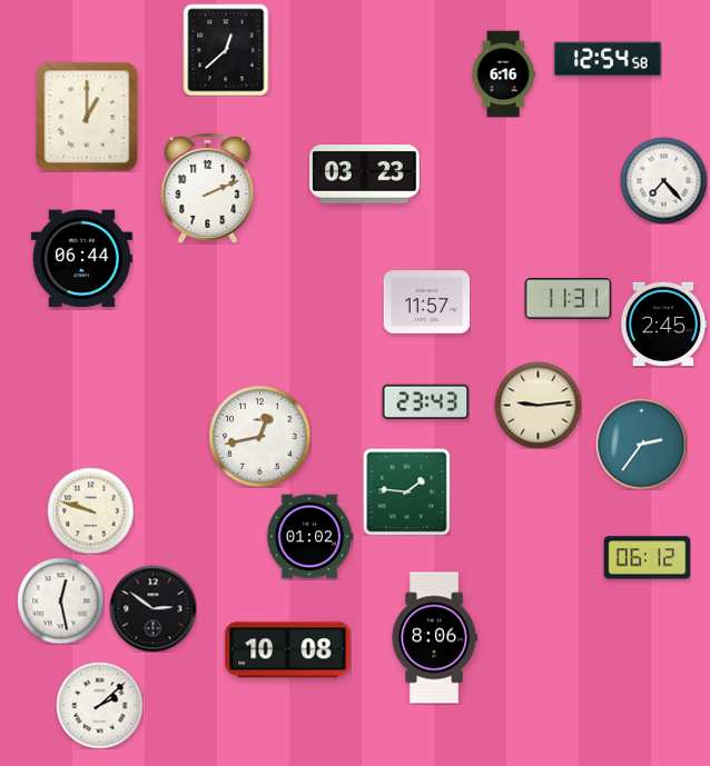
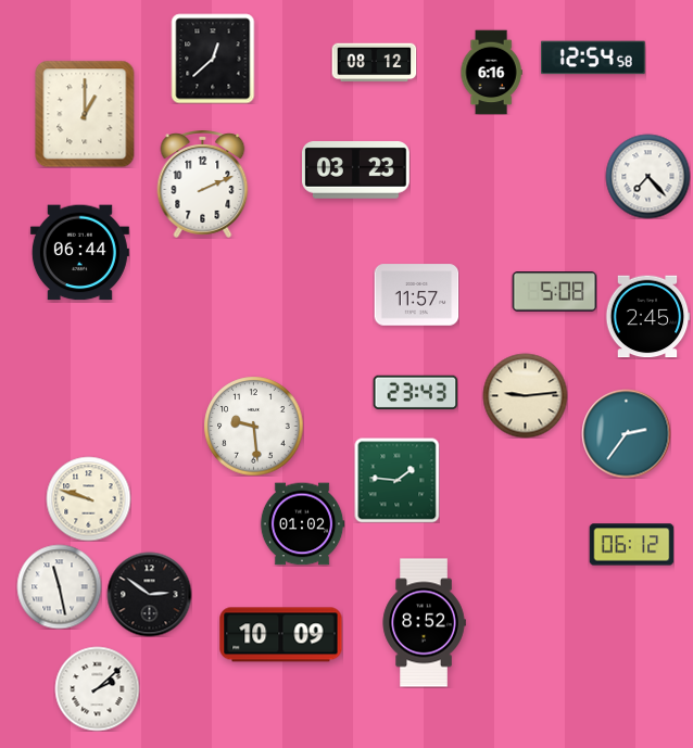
clock at (226, 50) position: (226, 50) -> (213, 59)
clock at (374, 63): none -> 08:12
clock at (568, 299): 11:31 -> 5:08
clock at (259, 436): 12:43 -> 9:29
clock at (60, 600): 12:28 -> 11:28
clock at (434, 638): 8:06 -> 8:52
clock at (288, 650): 10:08 -> 10:09
